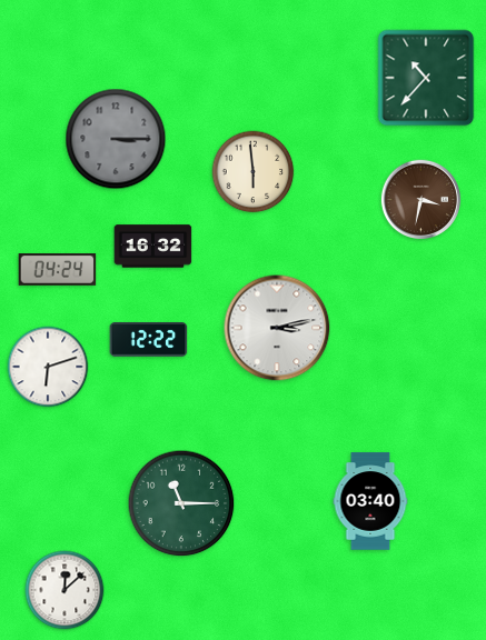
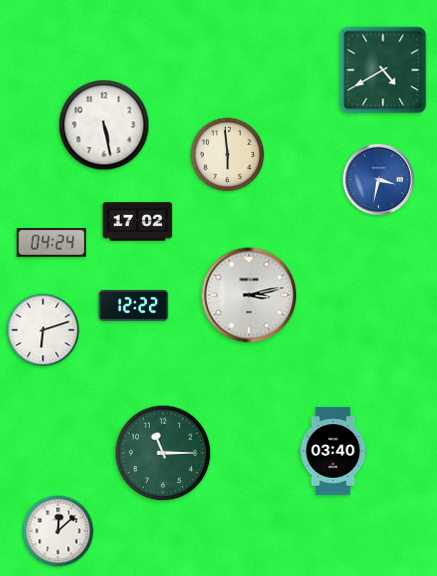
clock at (426, 78): 10:37 -> 4:40
clock at (116, 139): 3:15 -> 5:28
clock at (116, 139) dial: grey -> white
clock at (421, 200) dial: brown -> blue
clock at (153, 247): 16:32 -> 17:02
